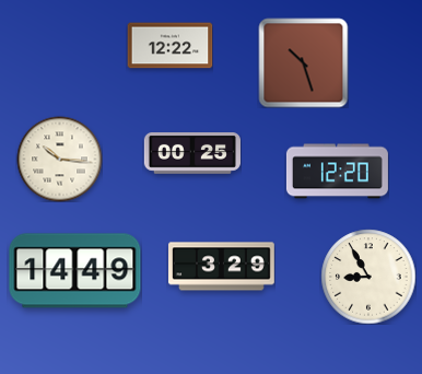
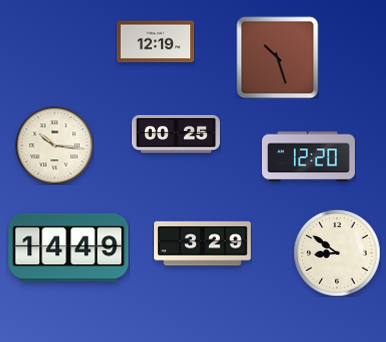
clock at (169, 46): 12:22 -> 12:19
clock at (192, 154) position: (192, 154) -> (176, 135)
clock at (368, 277): 8:55 -> 8:51
